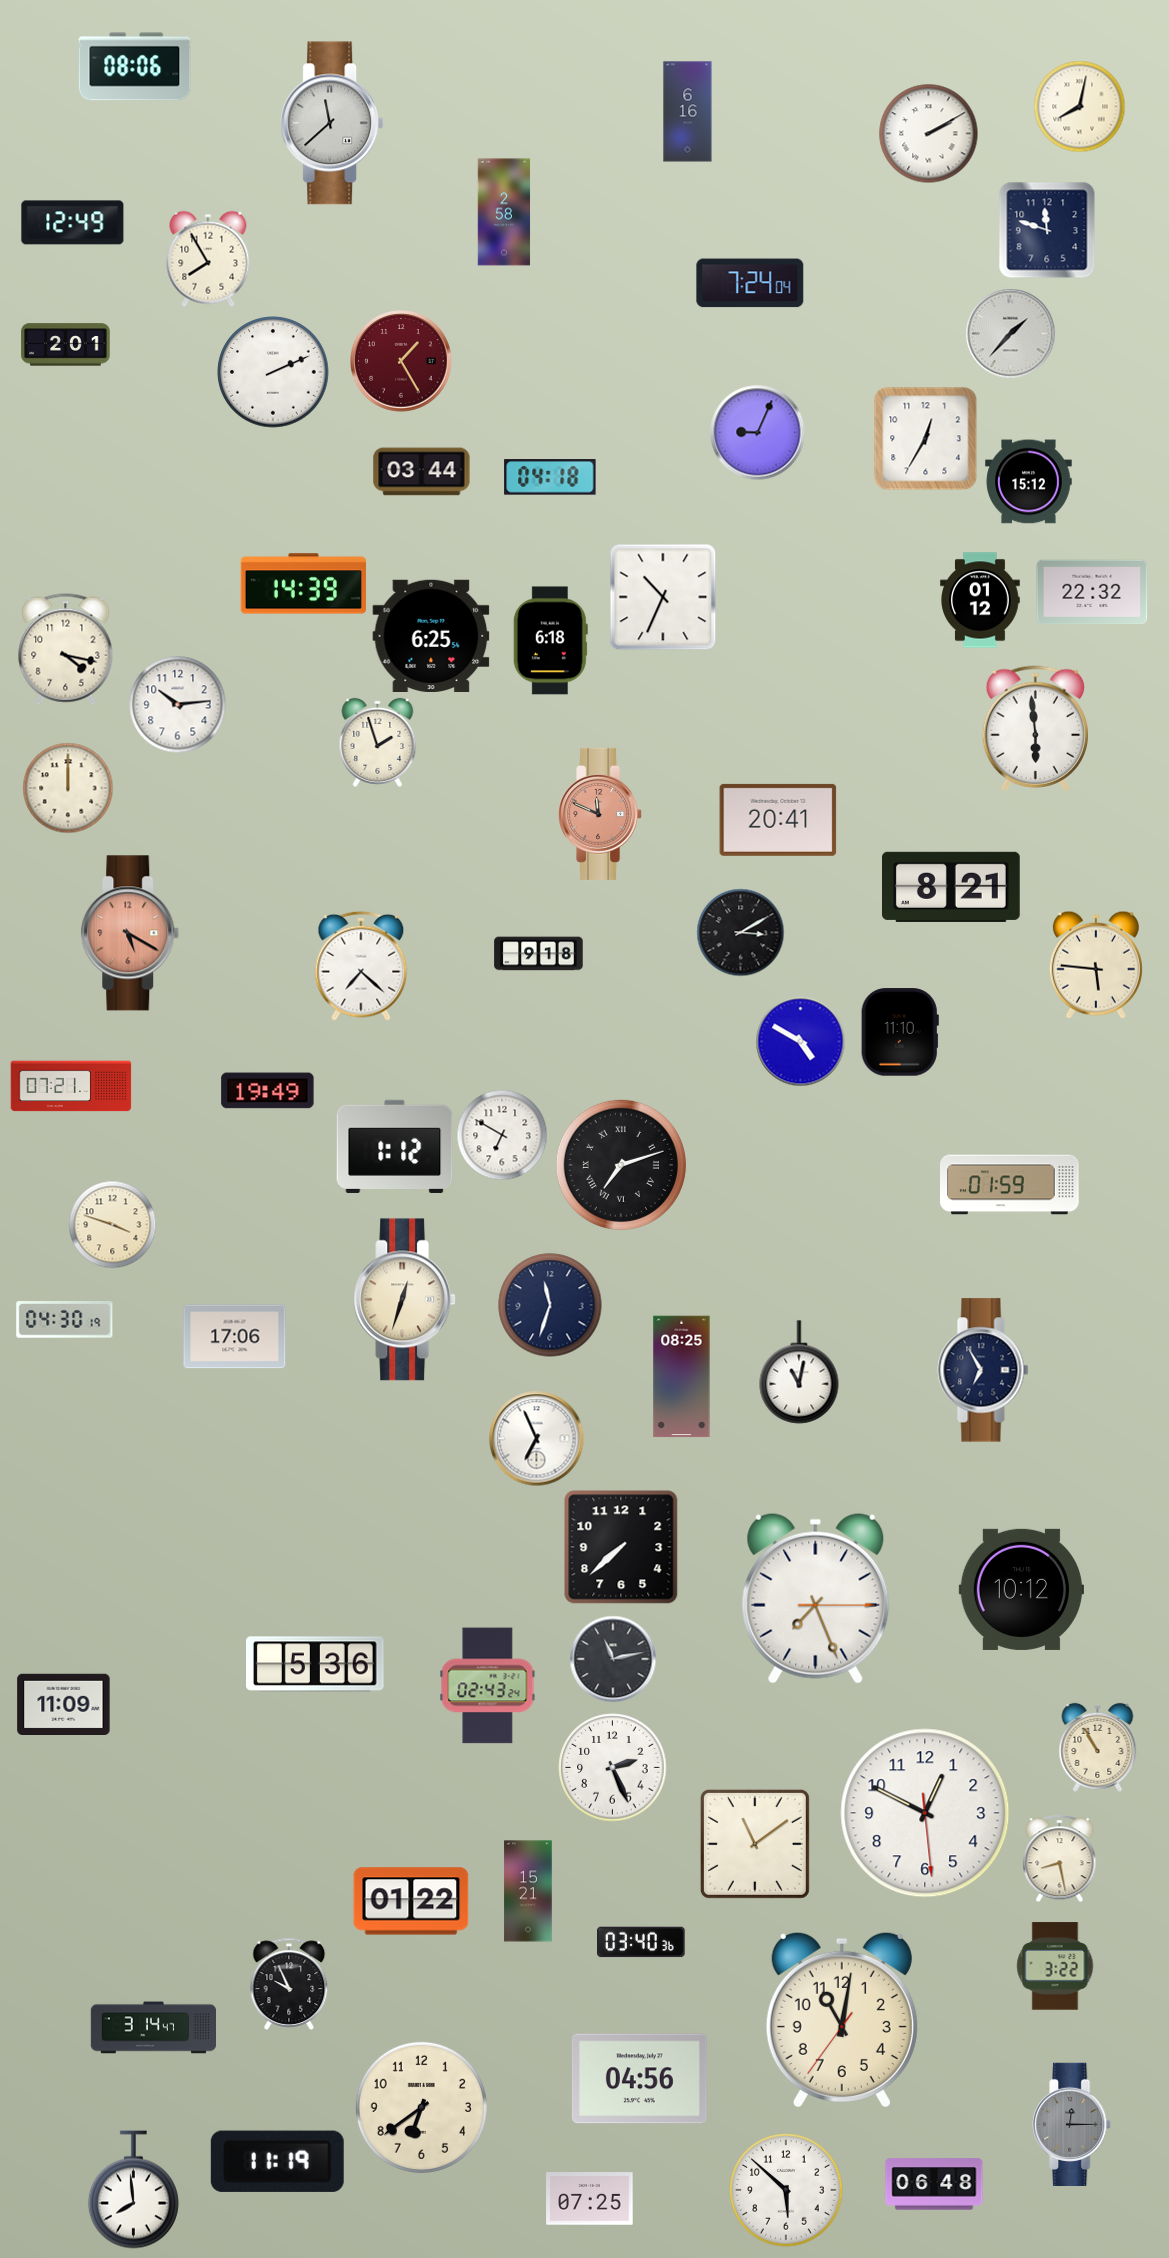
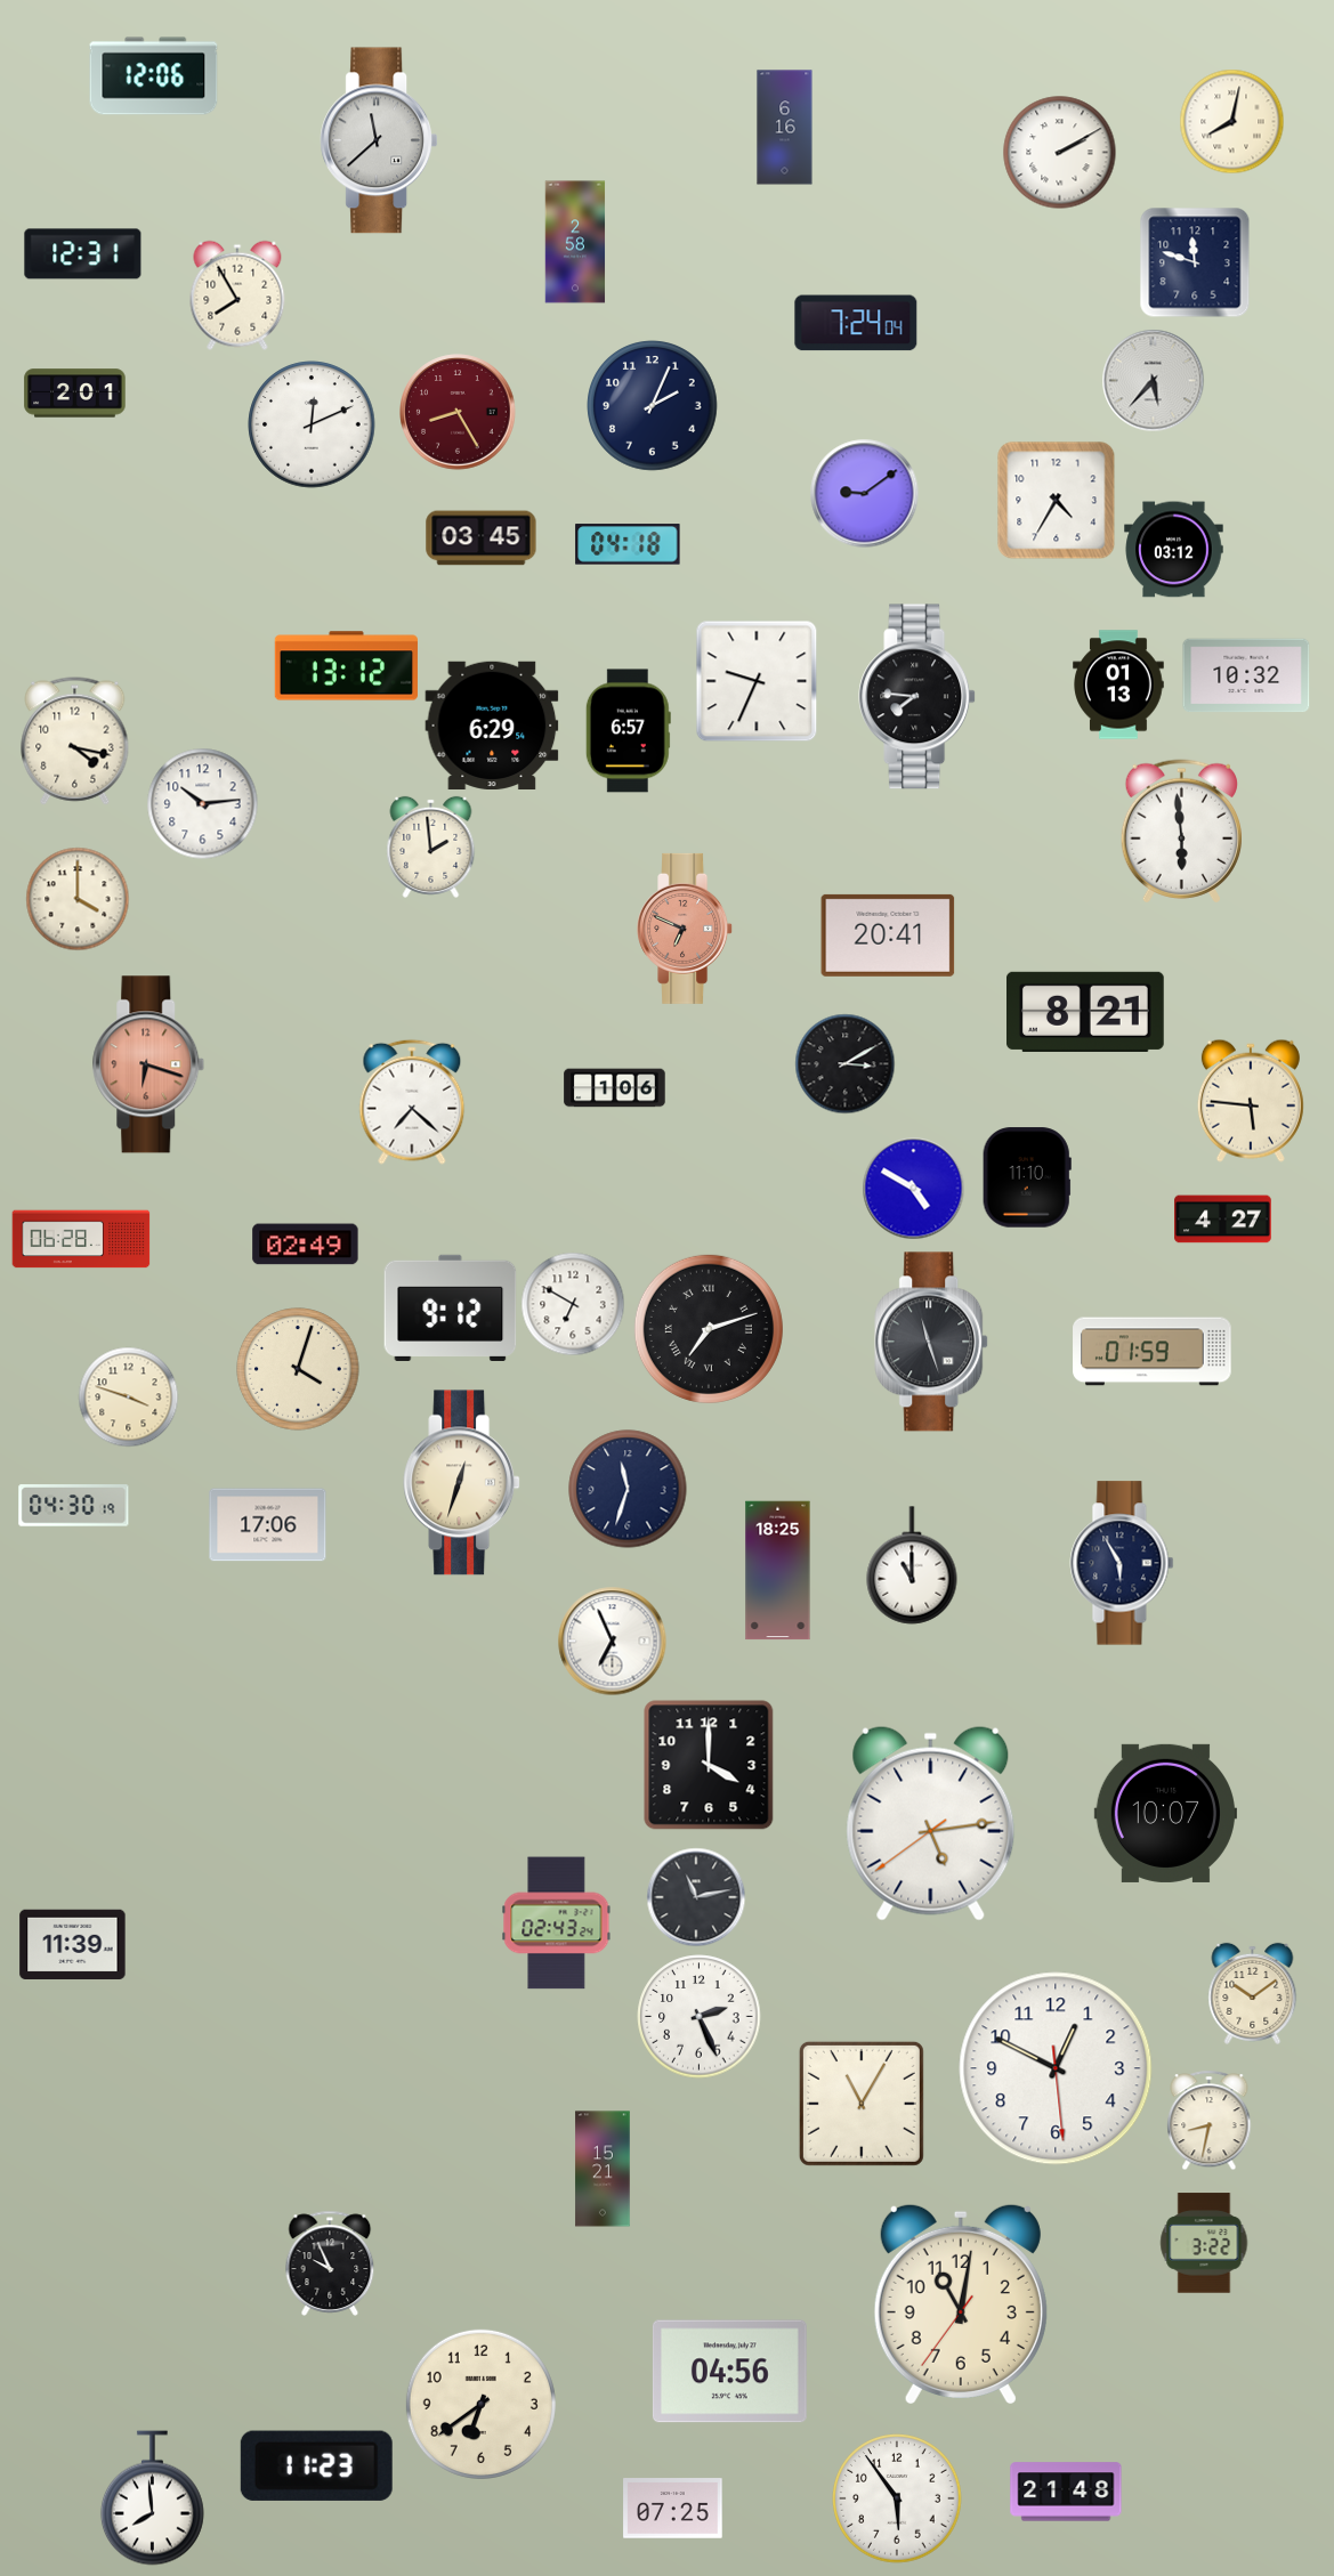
clock at (135, 67): 08:06 -> 12:06
clock at (73, 223): 12:49 -> 12:31
clock at (1010, 333): 1:37 -> 5:37
clock at (653, 406): none -> 2:04
clock at (401, 361): 1:25 -> 8:25
clock at (273, 372): 2:11 -> 12:11
clock at (757, 432): 9:04 -> 9:09
clock at (925, 438): 12:35 -> 4:35
clock at (422, 472): 03:44 -> 03:45
clock at (1029, 482): 15:12 -> 03:12
clock at (303, 584): 14:39 -> 13:12
clock at (1092, 592): 22:32 -> 10:32
clock at (663, 597): 10:34 -> 9:34
clock at (980, 600): 01:12 -> 01:13
clock at (917, 697): none -> 7:46
clock at (431, 635): 6:25 -> 6:29
clock at (550, 641): 6:18 -> 6:57
clock at (378, 742): 1:57 -> 1:59
clock at (68, 788): 12:00 -> 4:00
clock at (601, 814): 11:49 -> 6:49
clock at (130, 933): 5:20 -> 6:18
clock at (539, 954): 9:18 -> 1:06
clock at (1223, 1220): none -> 4:27
clock at (71, 1086): 07:21 -> 06:28
clock at (268, 1091): 19:49 -> 02:49
clock at (502, 1135) position: (502, 1135) -> (573, 1304)
clock at (395, 1146): 1:12 -> 9:12
clock at (932, 1342): none -> 11:27
clock at (298, 1369): none -> 4:03
clock at (983, 1370): 6:55 -> 5:55
clock at (799, 1372): 11:02 -> 11:00
clock at (682, 1377): 08:25 -> 18:25
clock at (621, 1547): 7:38 -> 4:00
clock at (1021, 1589): 10:12 -> 10:07
clock at (816, 1598): 7:26 -> 5:13
clock at (613, 1659) position: (613, 1659) -> (696, 1897)
clock at (316, 1664): 5:36 -> none
clock at (64, 1705): 11:09 -> 11:39
clock at (1098, 1747): 10:55 -> 10:09
clock at (755, 1844): 11:09 -> 11:05
clock at (1060, 1858): 8:28 -> 8:32
clock at (528, 1891) position: (528, 1891) -> (603, 2169)
clock at (411, 1901): 01:22 -> none
clock at (641, 1942): 03:40 -> none
clock at (153, 2028): 3:14 -> none
clock at (1072, 2125): 12:15 -> none
clock at (277, 2161): 11:19 -> 11:23
clock at (934, 2184): 06:48 -> 21:48
clock at (786, 2190): 5:52 -> 5:54
